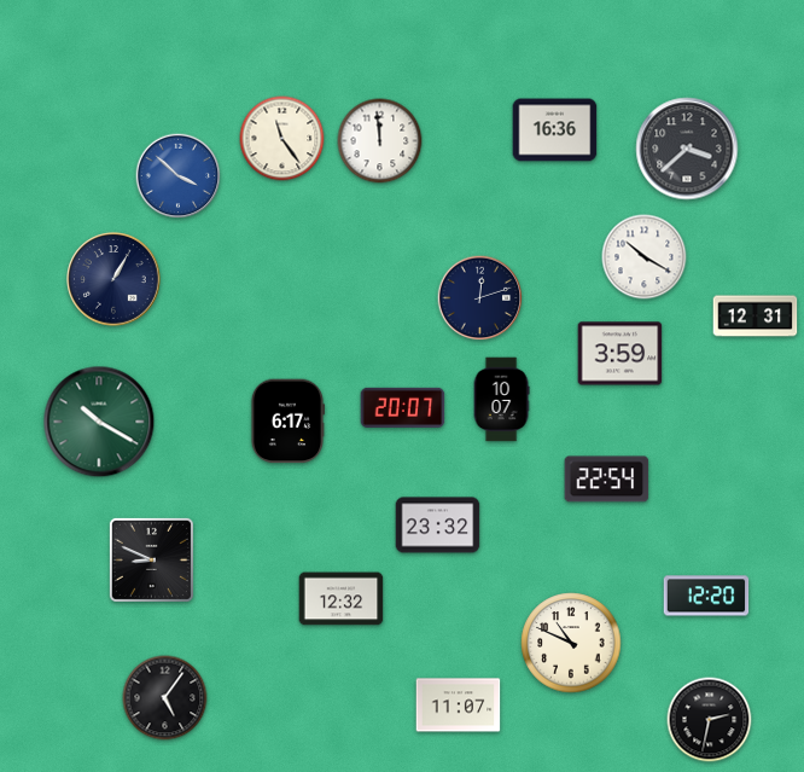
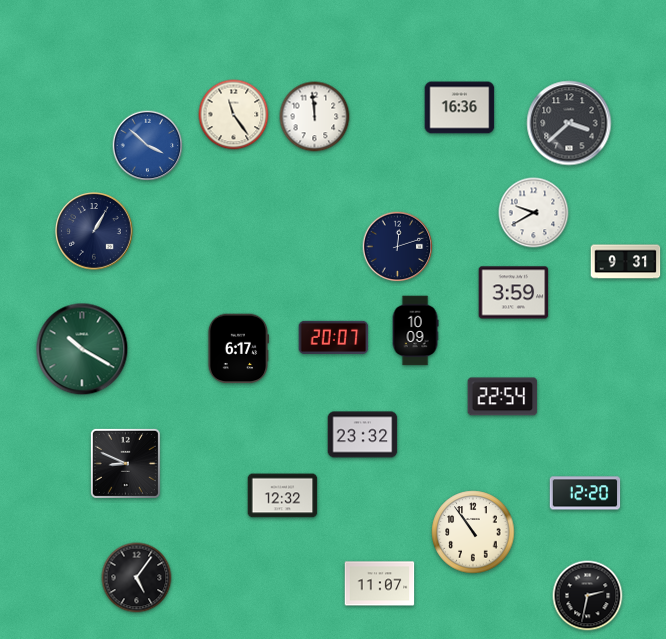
clock at (645, 257): 10:20 -> 9:40
clock at (756, 317): 12:31 -> 9:31
clock at (501, 400): 10:07 -> 10:09
clock at (571, 643): 10:49 -> 10:54
